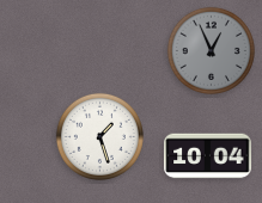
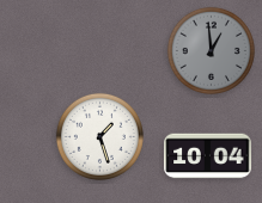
clock at (211, 50): 12:56 -> 12:59
